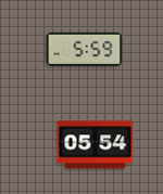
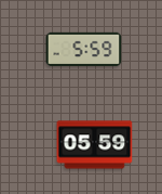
clock at (96, 145): 05:54 -> 05:59
